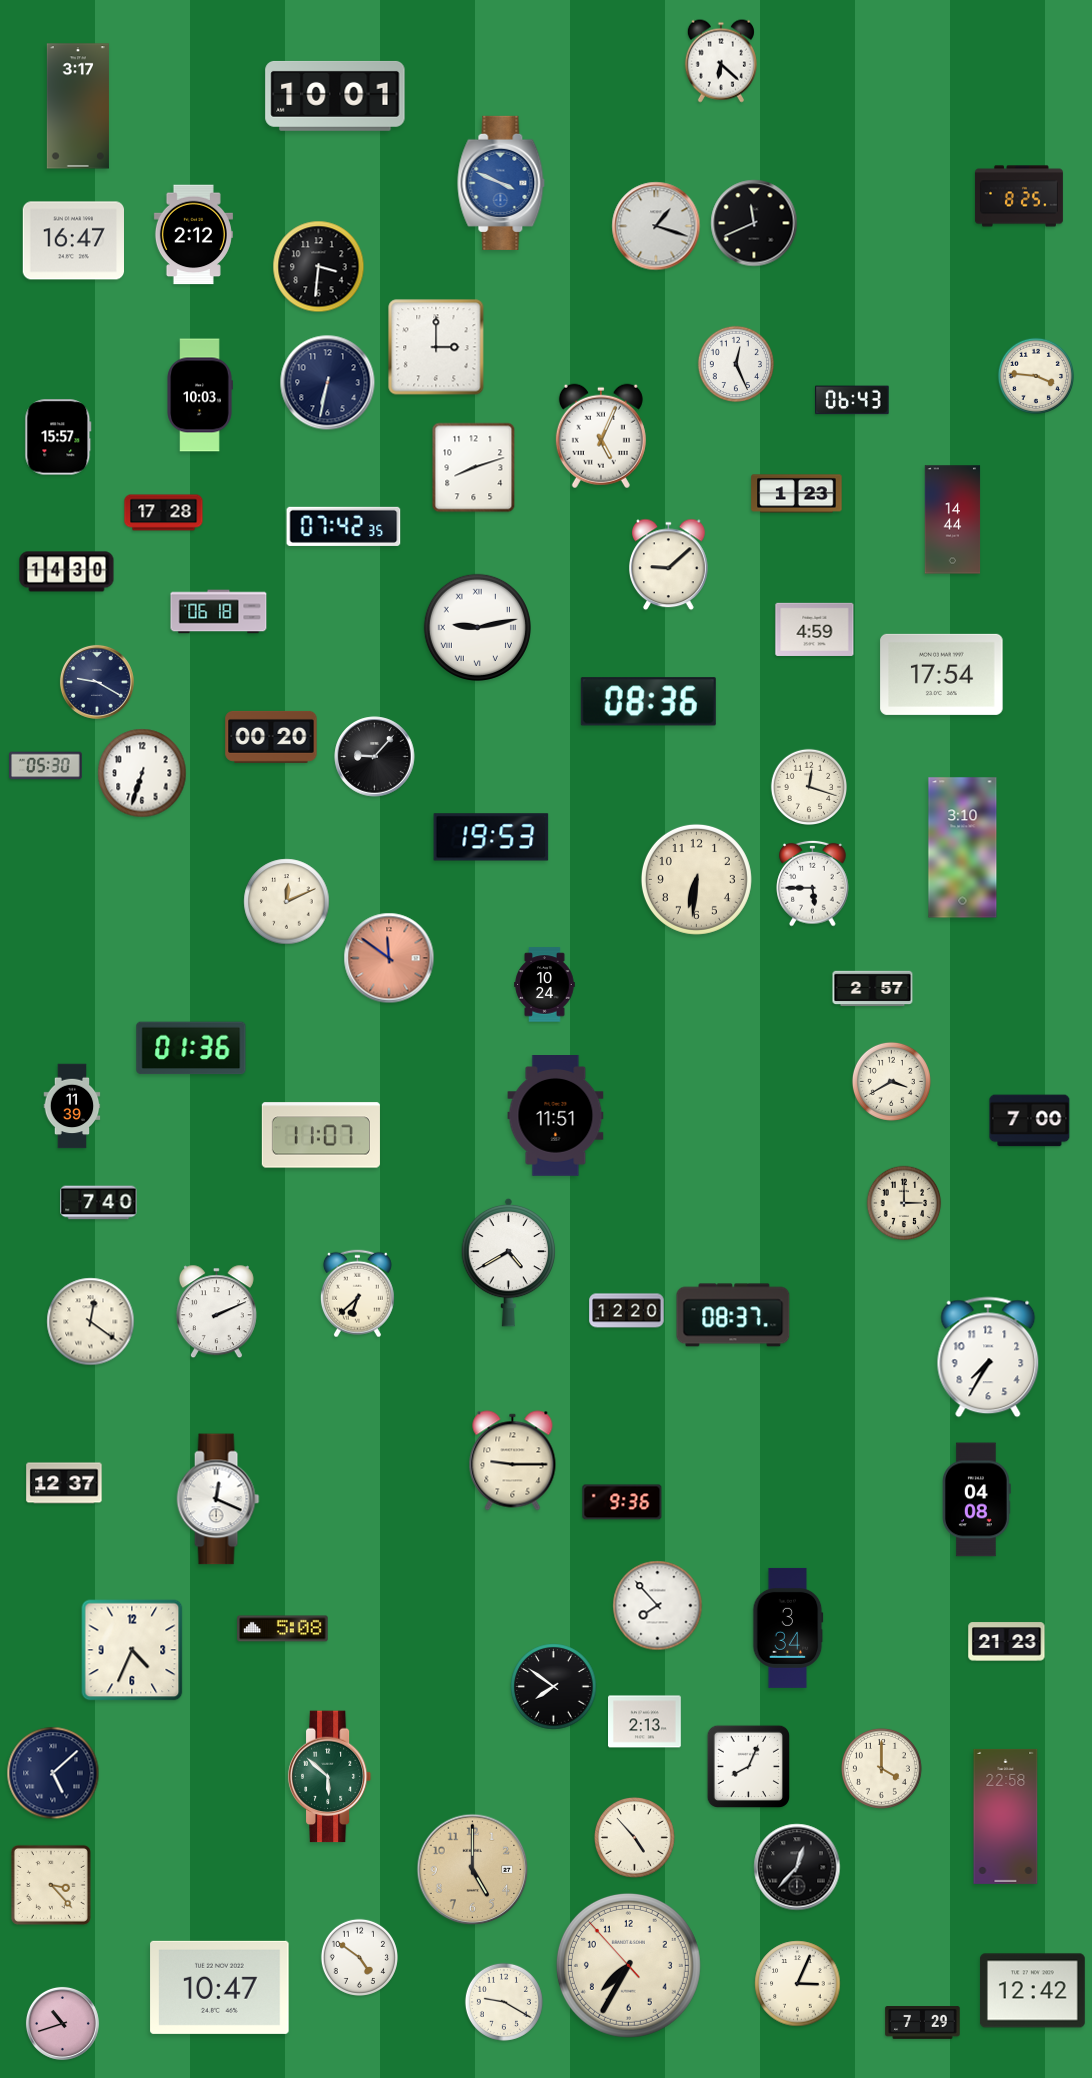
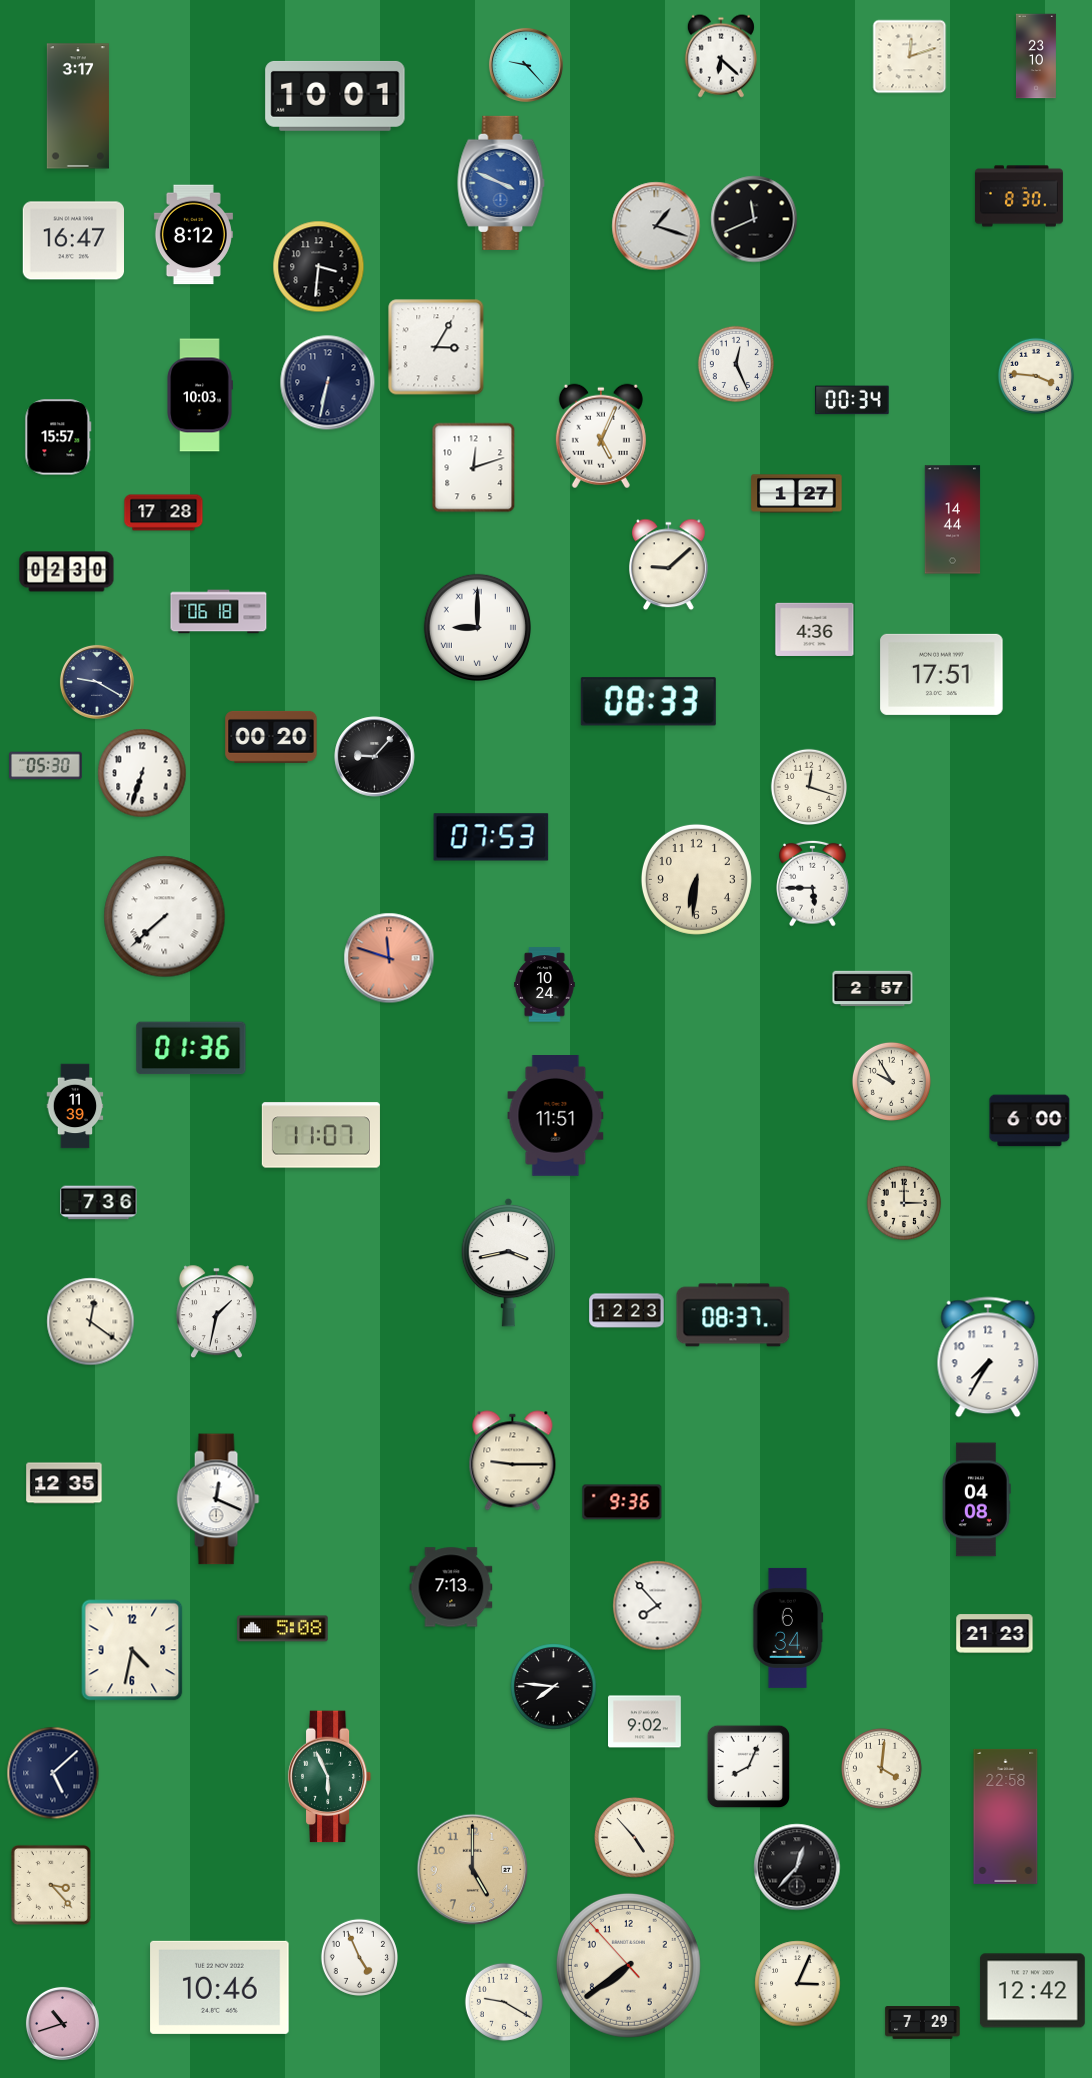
clock at (1036, 56): none -> 23:10
clock at (910, 57): none -> 12:12
clock at (721, 61) position: (721, 61) -> (721, 56)
clock at (526, 65): none -> 9:23
clock at (1019, 196): 8:25 -> 8:30
clock at (754, 223) position: (754, 223) -> (754, 219)
clock at (193, 235): 2:12 -> 8:12
clock at (436, 347): 3:00 -> 3:05
clock at (853, 400): 06:43 -> 00:34
clock at (474, 468): 8:12 -> 12:12
clock at (797, 494): 1:23 -> 1:27
clock at (344, 526): 07:42 -> none
clock at (67, 572): 14:30 -> 02:30
clock at (477, 627): 9:13 -> 9:00
clock at (815, 629): 4:59 -> 4:36
clock at (942, 674): 17:54 -> 17:51
clock at (648, 702): 08:36 -> 08:33
clock at (491, 837): 19:53 -> 07:53
clock at (963, 848): 3:10 -> none
clock at (287, 902): 12:11 -> none
clock at (165, 917): none -> 7:38
clock at (389, 958): 11:51 -> 11:48
clock at (891, 1081): 3:40 -> 9:55
clock at (72, 1106) position: (72, 1106) -> (75, 1106)
clock at (1030, 1121): 7:00 -> 6:00
clock at (99, 1203): 7:40 -> 7:36
clock at (509, 1262): 4:40 -> 3:43
clock at (357, 1294): 6:38 -> none
clock at (627, 1311): 12:20 -> 12:23
clock at (216, 1312): 2:11 -> 1:32
clock at (64, 1483): 12:37 -> 12:35
clock at (451, 1587): none -> 7:13
clock at (788, 1628): 3:34 -> 6:34
clock at (1007, 1642) position: (1007, 1642) -> (995, 1634)
clock at (132, 1650): 4:34 -> 4:32
clock at (554, 1687): 7:51 -> 7:46
clock at (645, 1722): 2:13 -> 9:02
clock at (881, 1768): 4:00 -> 4:01
clock at (330, 1777): 5:52 -> 5:56
clock at (359, 1957): 4:51 -> 4:56
clock at (628, 1965): 7:34 -> 7:38
clock at (220, 1987): 10:47 -> 10:46
